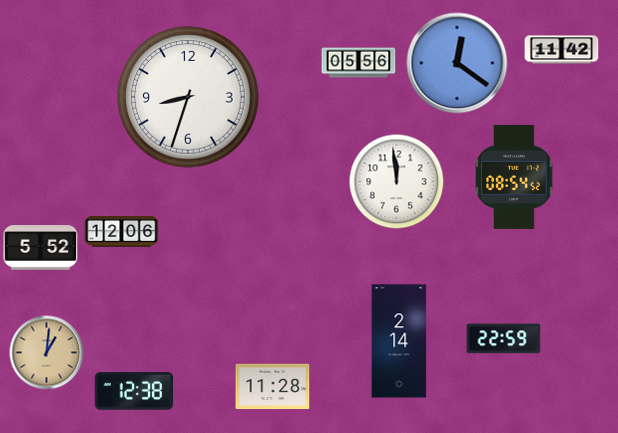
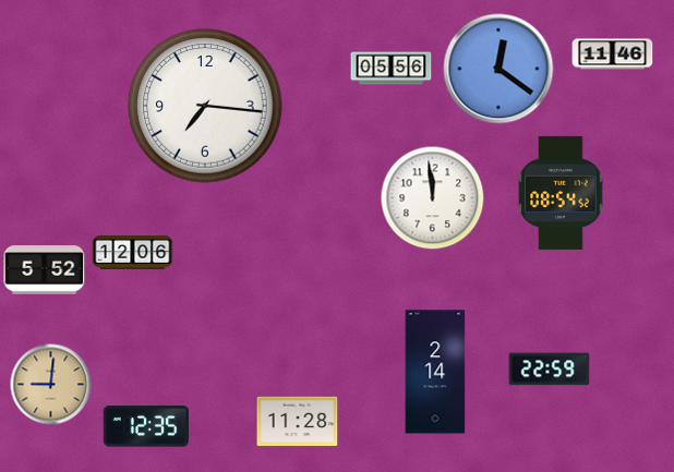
clock at (562, 50): 11:42 -> 11:46
clock at (188, 97): 8:33 -> 7:16
clock at (47, 353): 1:01 -> 9:01
clock at (133, 391): 12:38 -> 12:35
